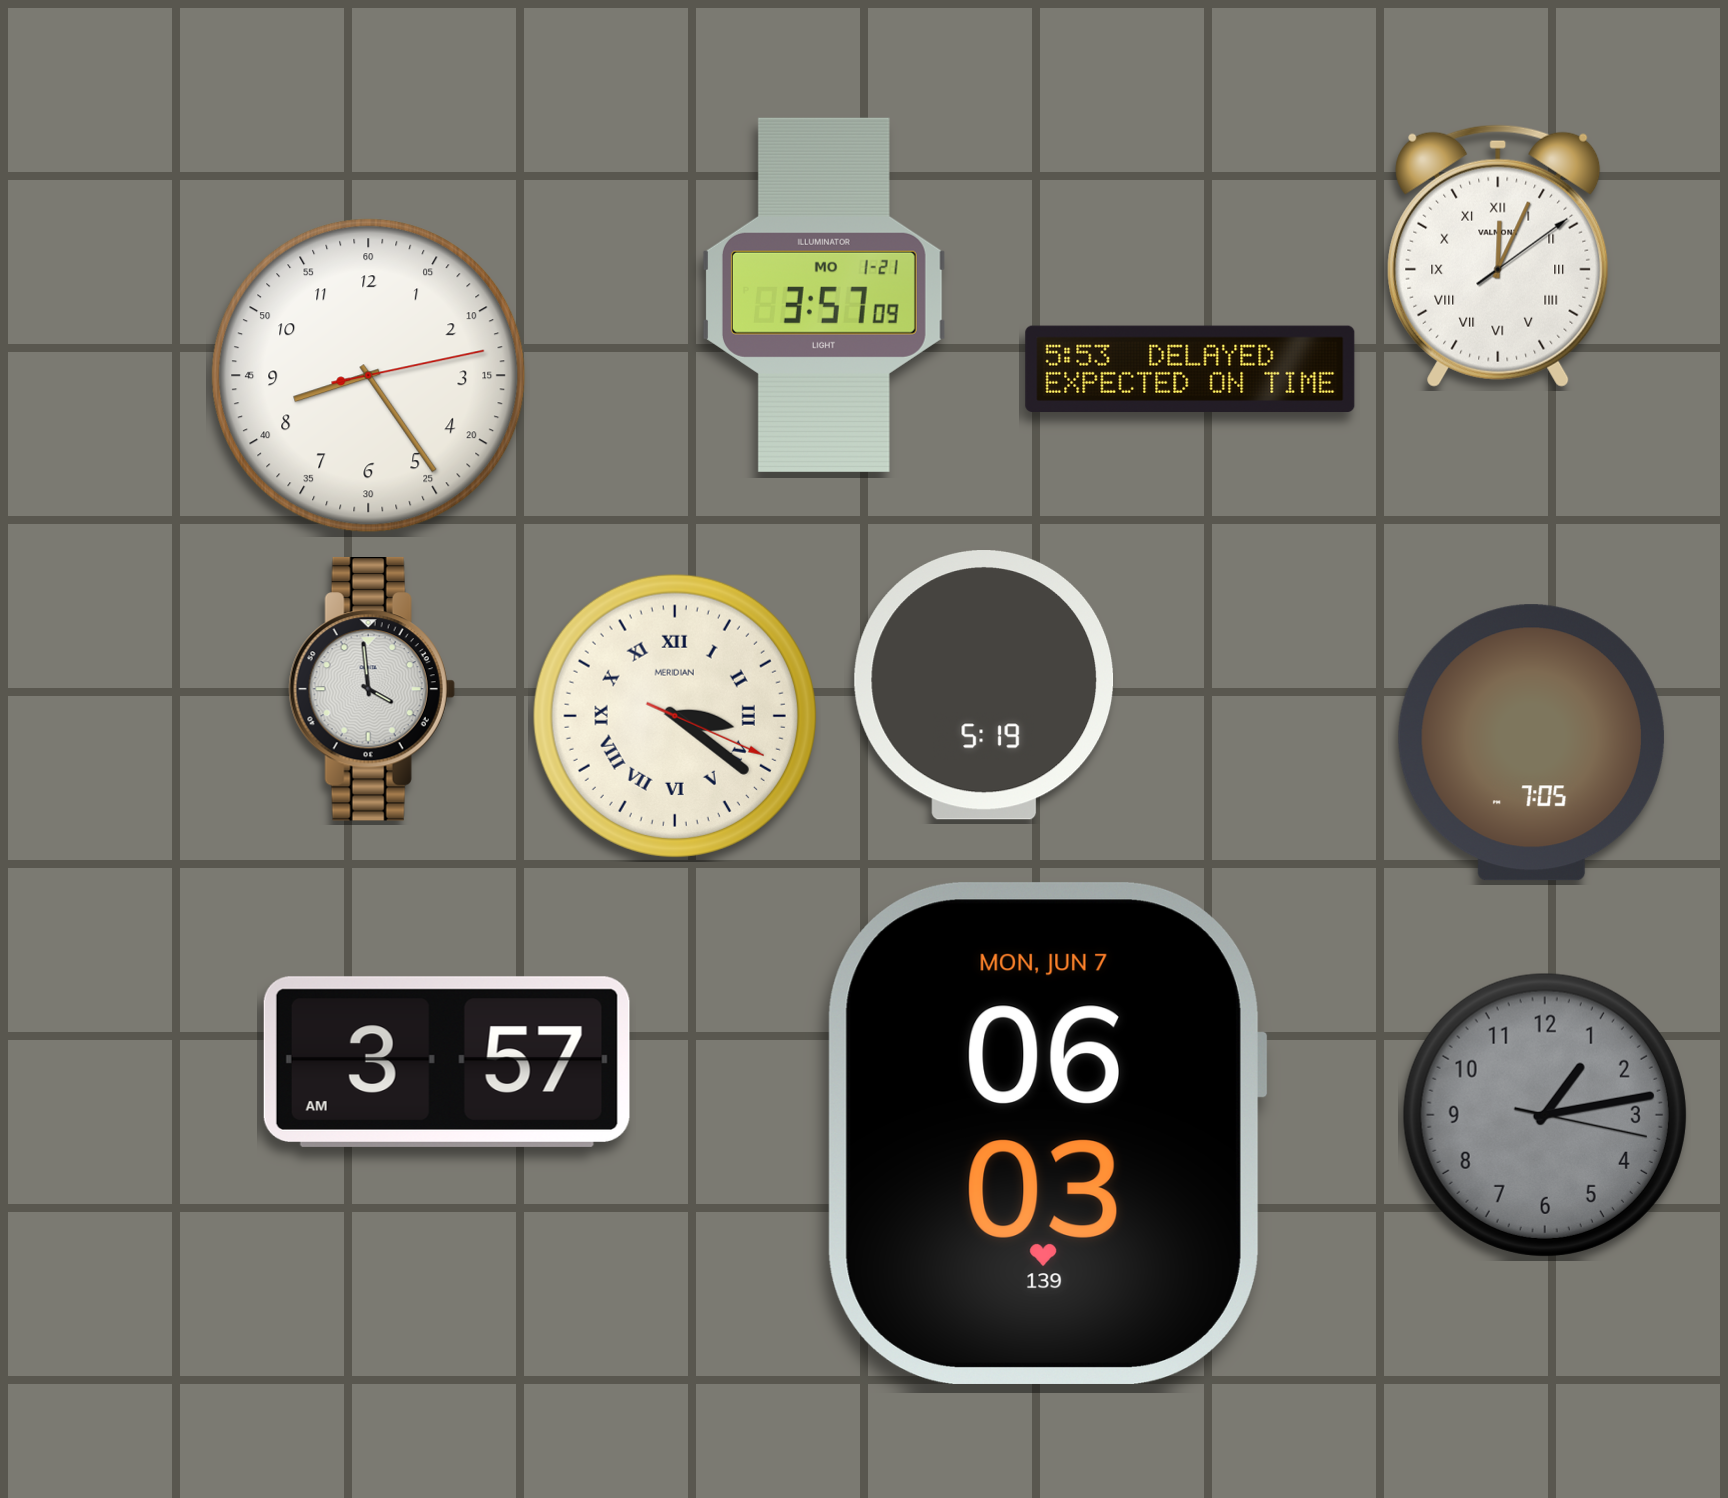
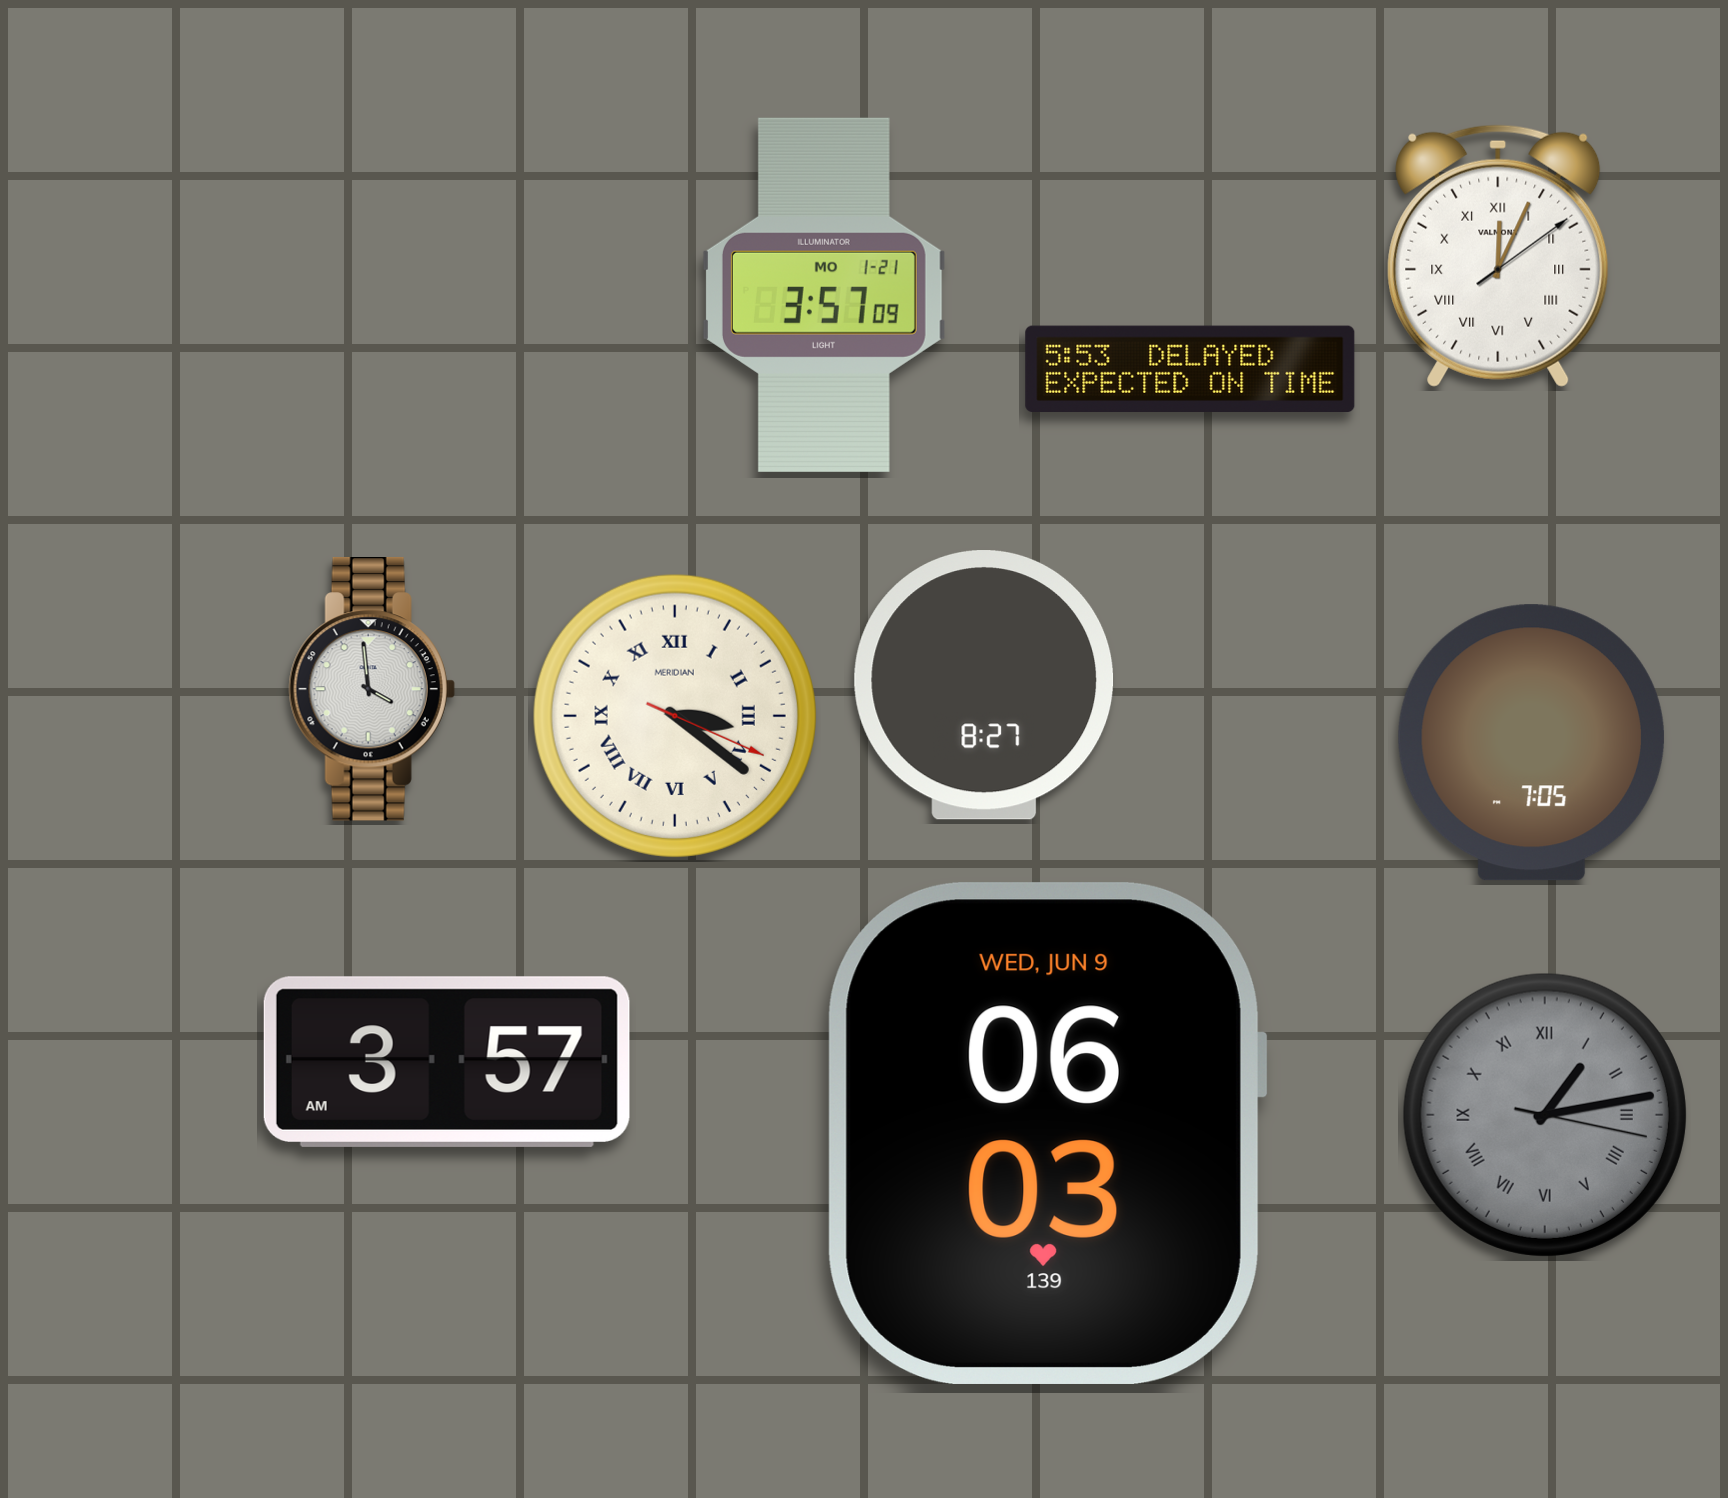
clock at (369, 376): 8:24 -> none
clock at (984, 685): 5:19 -> 8:27
clock at (1545, 1115) numerals: Arabic -> Roman
clock at (1047, 1133) date: MON, JUN 7 -> WED, JUN 9
